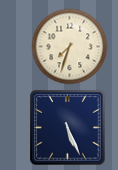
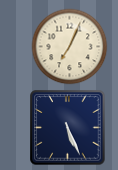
clock at (70, 47): 7:33 -> 7:04
